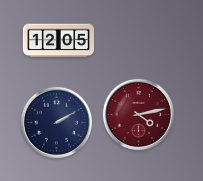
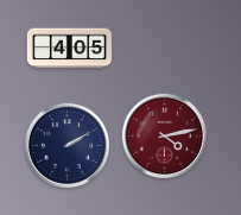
clock at (58, 41): 12:05 -> 4:05
